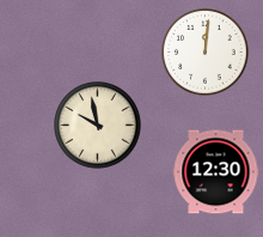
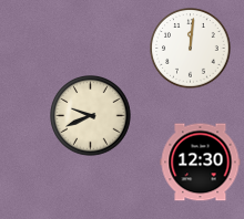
clock at (98, 126): 9:58 -> 9:41
clock at (216, 172) position: (216, 172) -> (201, 163)
